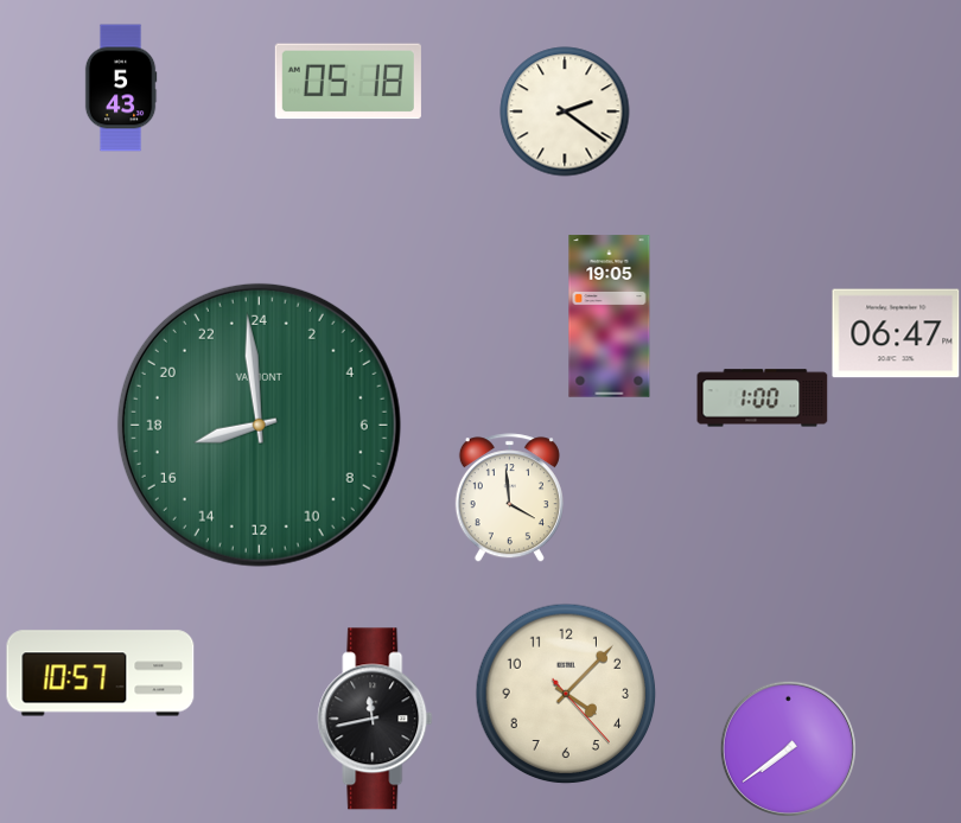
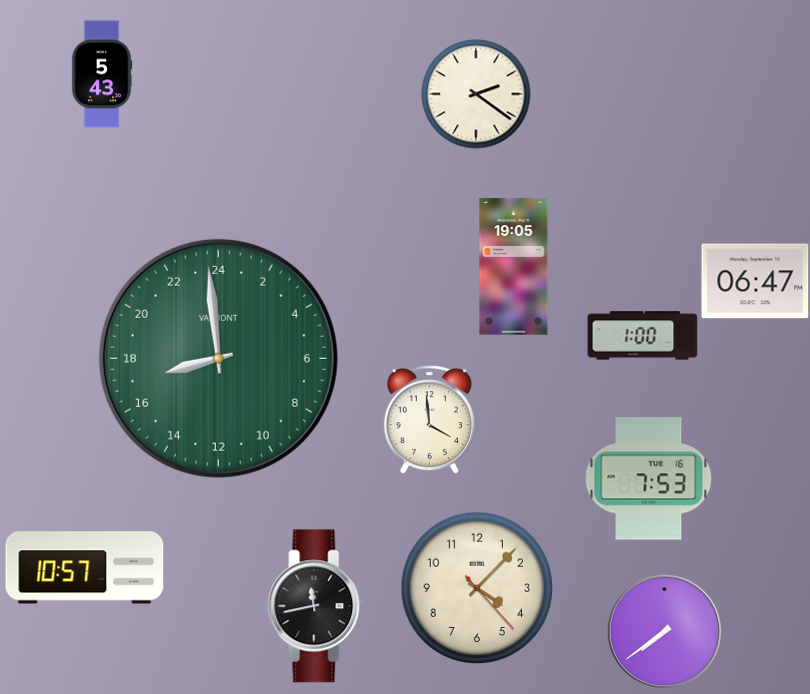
clock at (348, 82): 05:18 -> none
clock at (649, 479): none -> 7:53
clock at (566, 694) position: (566, 694) -> (477, 588)
